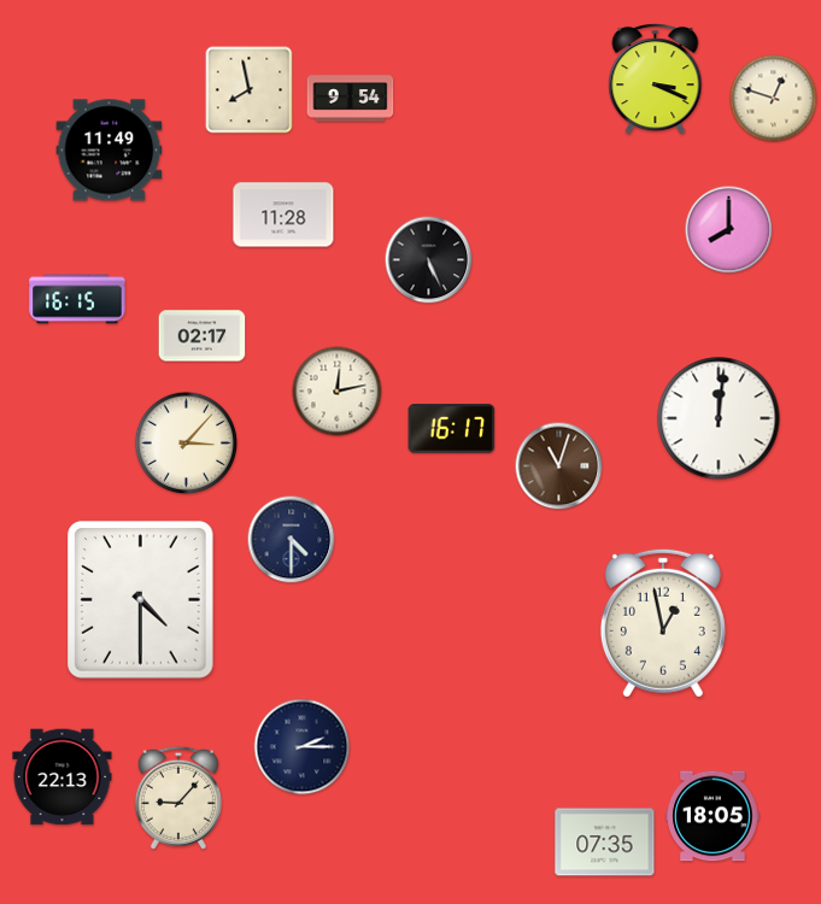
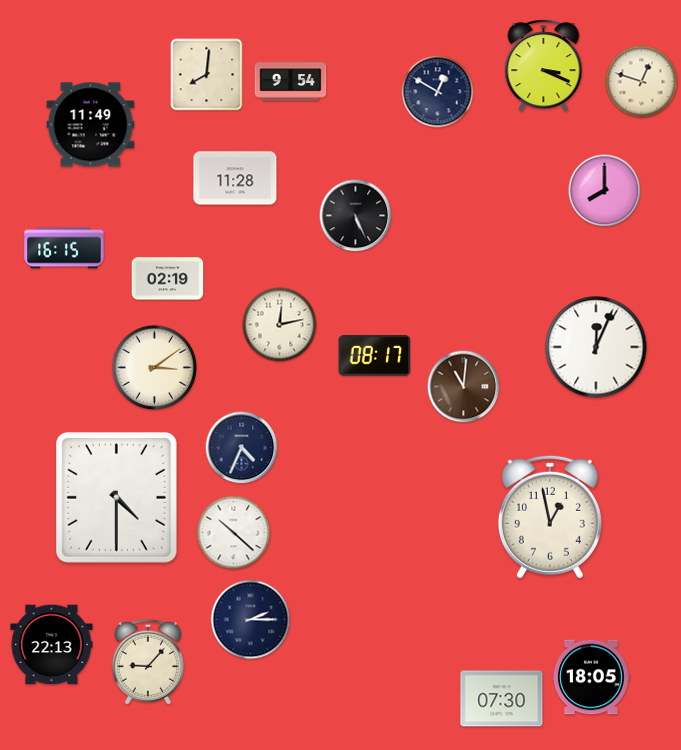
clock at (250, 90): 7:58 -> 8:01
clock at (438, 92): none -> 12:50
clock at (203, 336): 02:17 -> 02:19
clock at (719, 418): 12:01 -> 12:04
clock at (452, 429): 16:17 -> 08:17
clock at (186, 442): 3:07 -> 3:09
clock at (559, 466): 11:03 -> 11:01
clock at (292, 540): 4:30 -> 4:34
clock at (234, 533): none -> 10:22
clock at (605, 843): 07:35 -> 07:30
